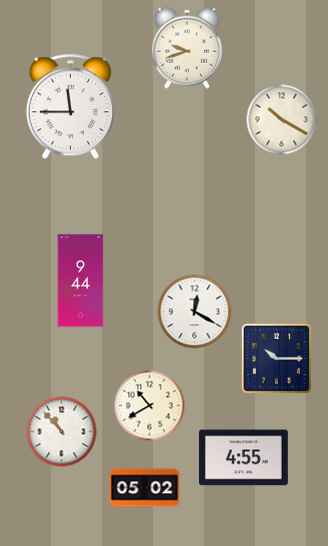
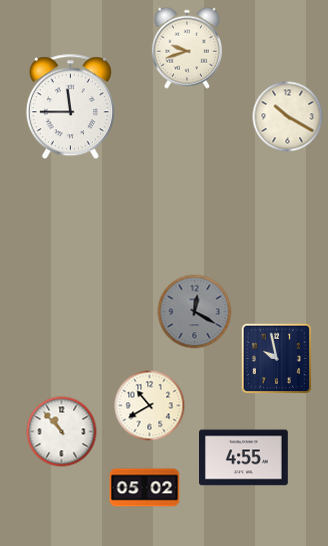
clock at (282, 120) position: (282, 120) -> (288, 117)
clock at (81, 281): 9:44 -> none
clock at (195, 312) dial: white -> grey
clock at (277, 359): 10:15 -> 9:58
